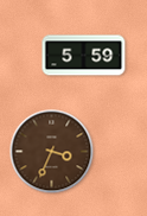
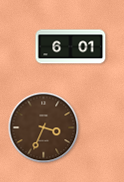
clock at (84, 56): 5:59 -> 6:01
